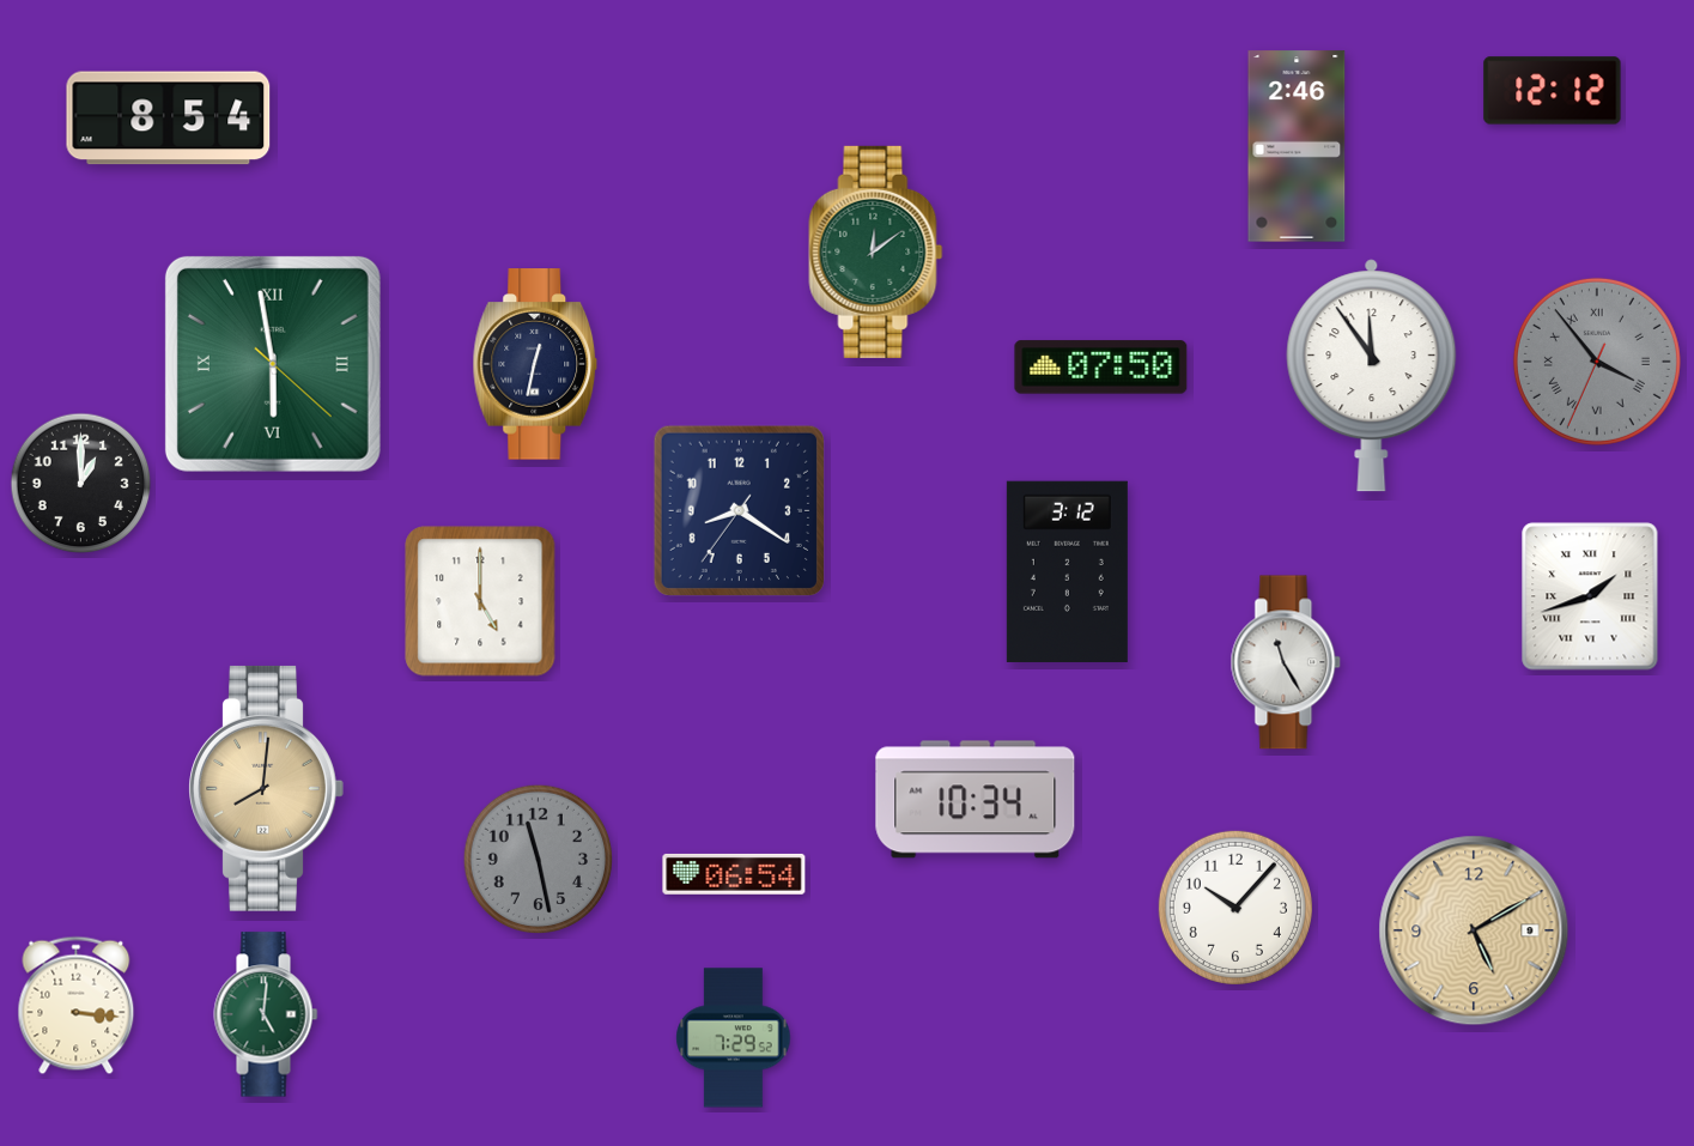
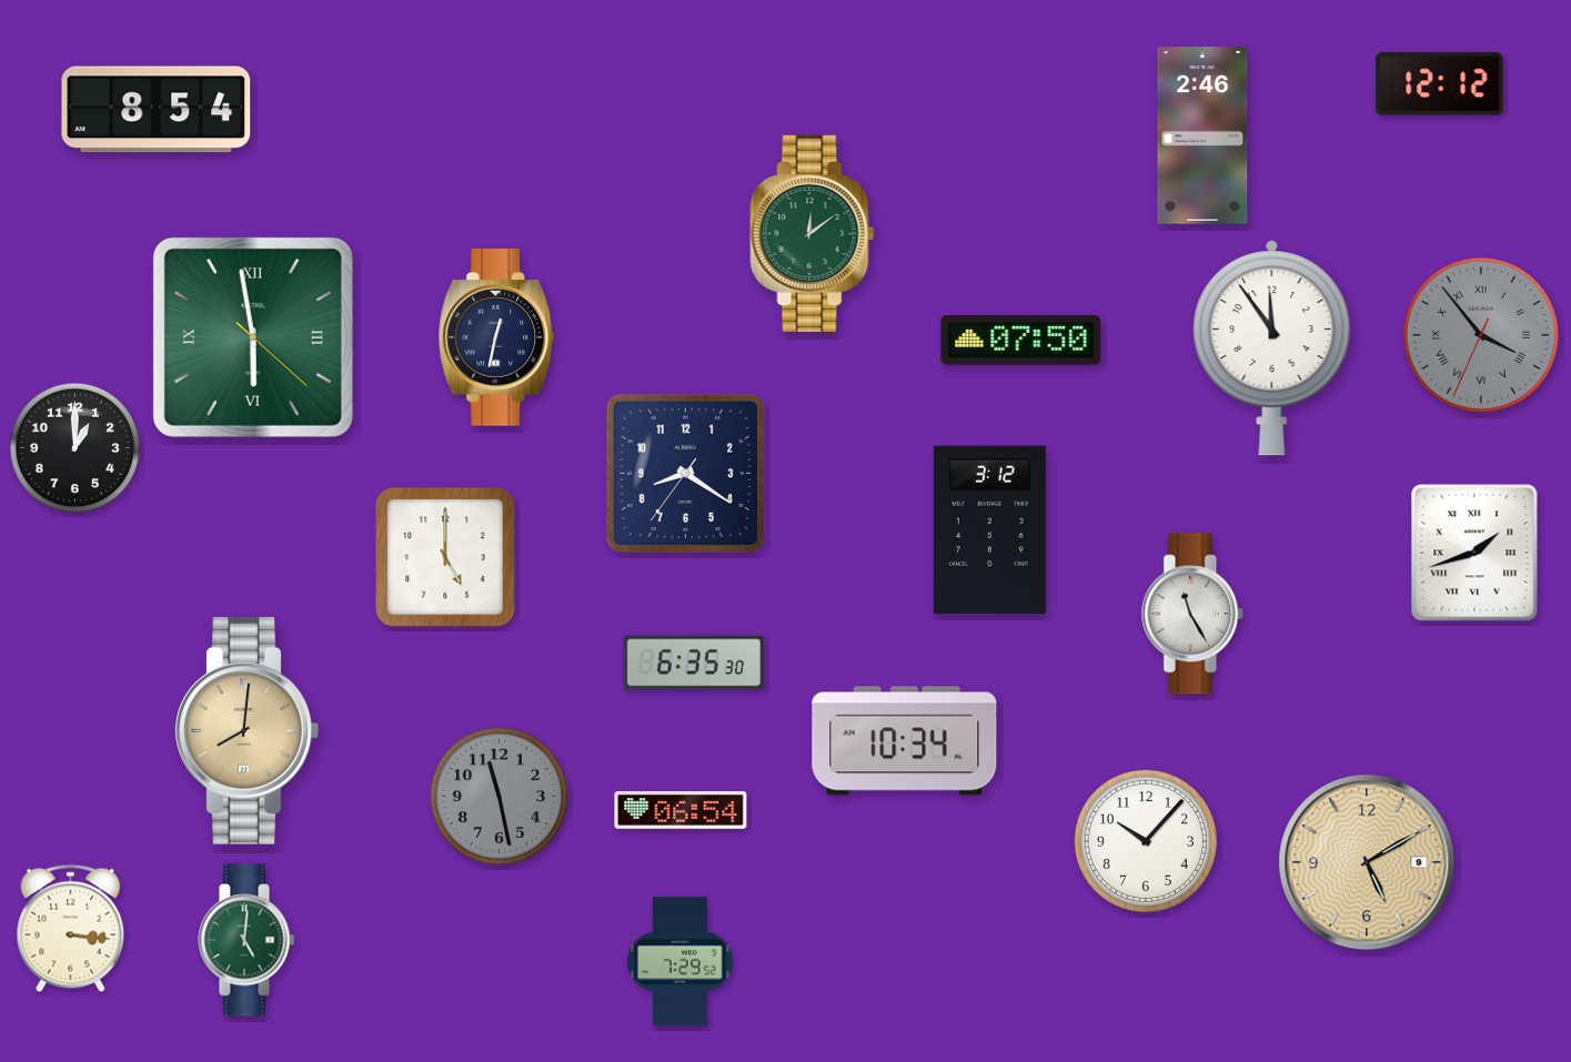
clock at (694, 663): none -> 6:35
clock at (77, 1006) position: (77, 1006) -> (71, 929)
